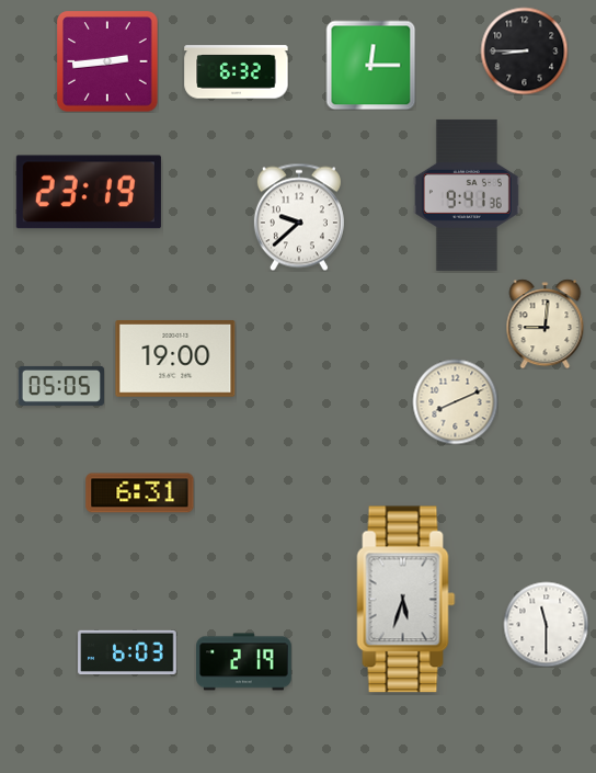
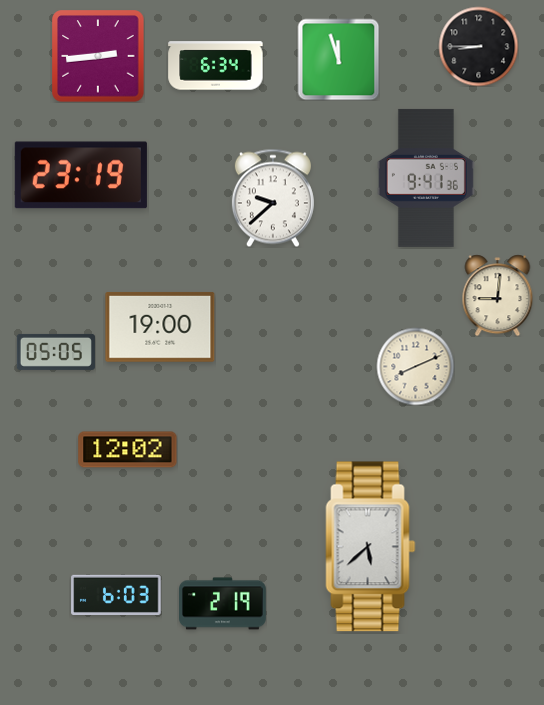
clock at (370, 65): 12:15 -> 11:57
clock at (237, 72): 6:32 -> 6:34
clock at (140, 493): 6:31 -> 12:02
clock at (406, 600): 5:33 -> 5:38
clock at (546, 624): 11:30 -> none
